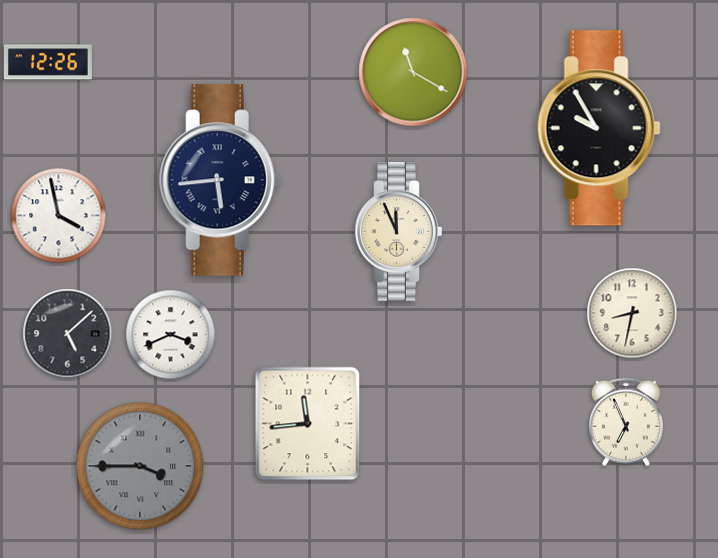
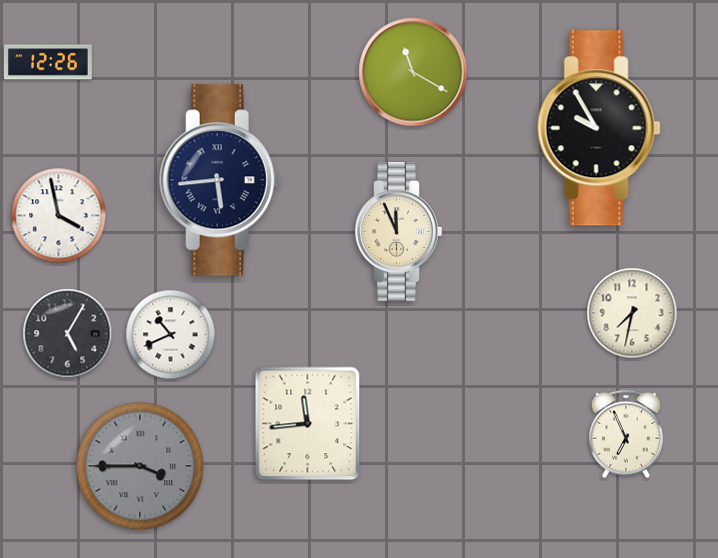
clock at (632, 313): 8:32 -> 7:32
clock at (68, 334): 5:08 -> 5:05
clock at (171, 335): 3:41 -> 10:41
clock at (626, 422) position: (626, 422) -> (626, 434)
